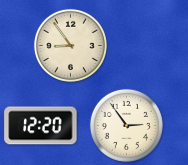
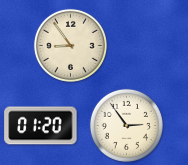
clock at (41, 126): 12:20 -> 01:20
